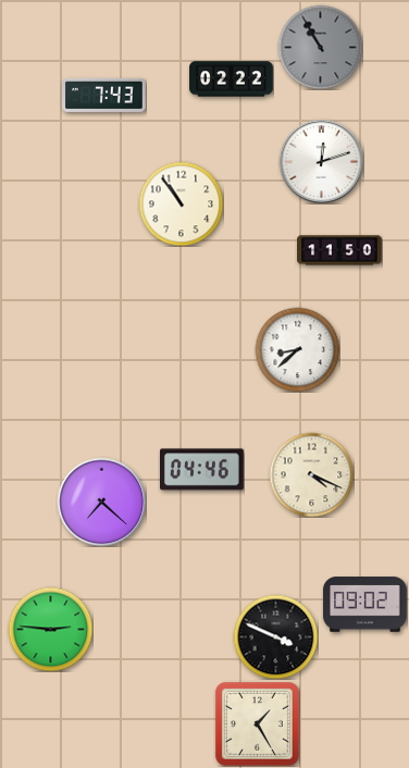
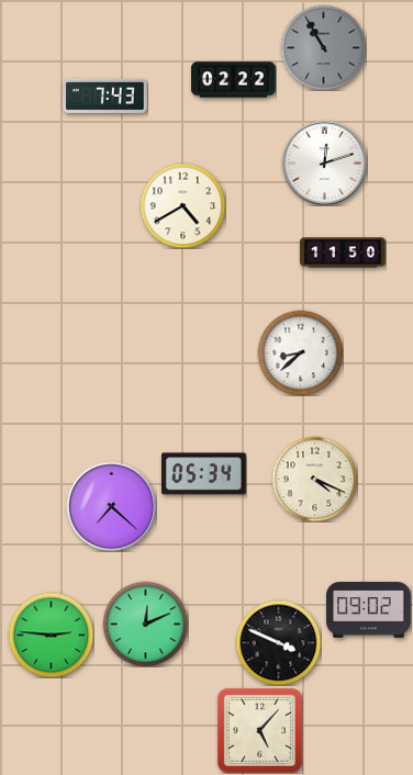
clock at (181, 203): 10:54 -> 4:40
clock at (202, 470): 04:46 -> 05:34
clock at (101, 501) position: (101, 501) -> (111, 506)
clock at (145, 624): none -> 12:11
clock at (257, 723): 1:25 -> 5:07
